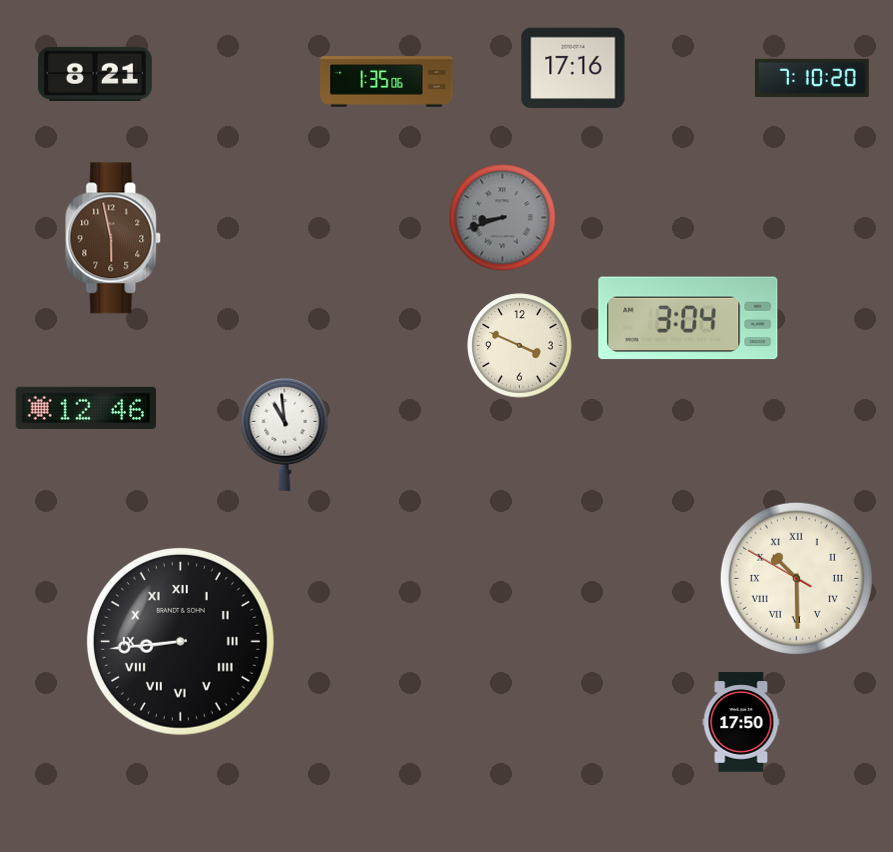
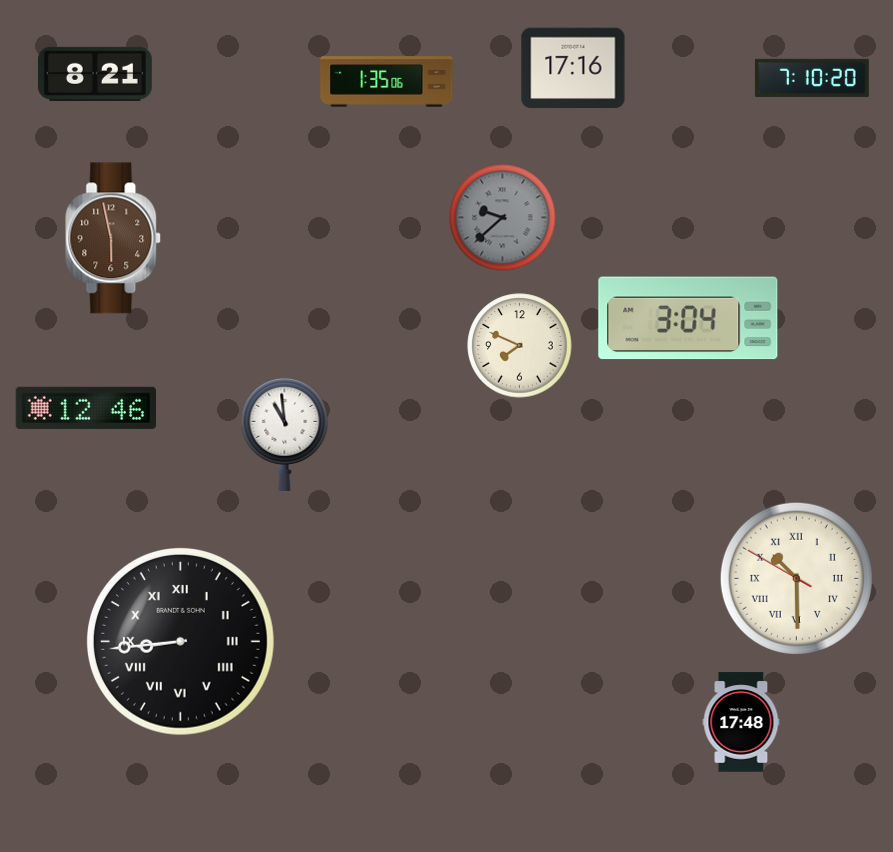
clock at (503, 218): 8:42 -> 9:38
clock at (520, 346): 3:49 -> 7:49
clock at (741, 722): 17:50 -> 17:48
